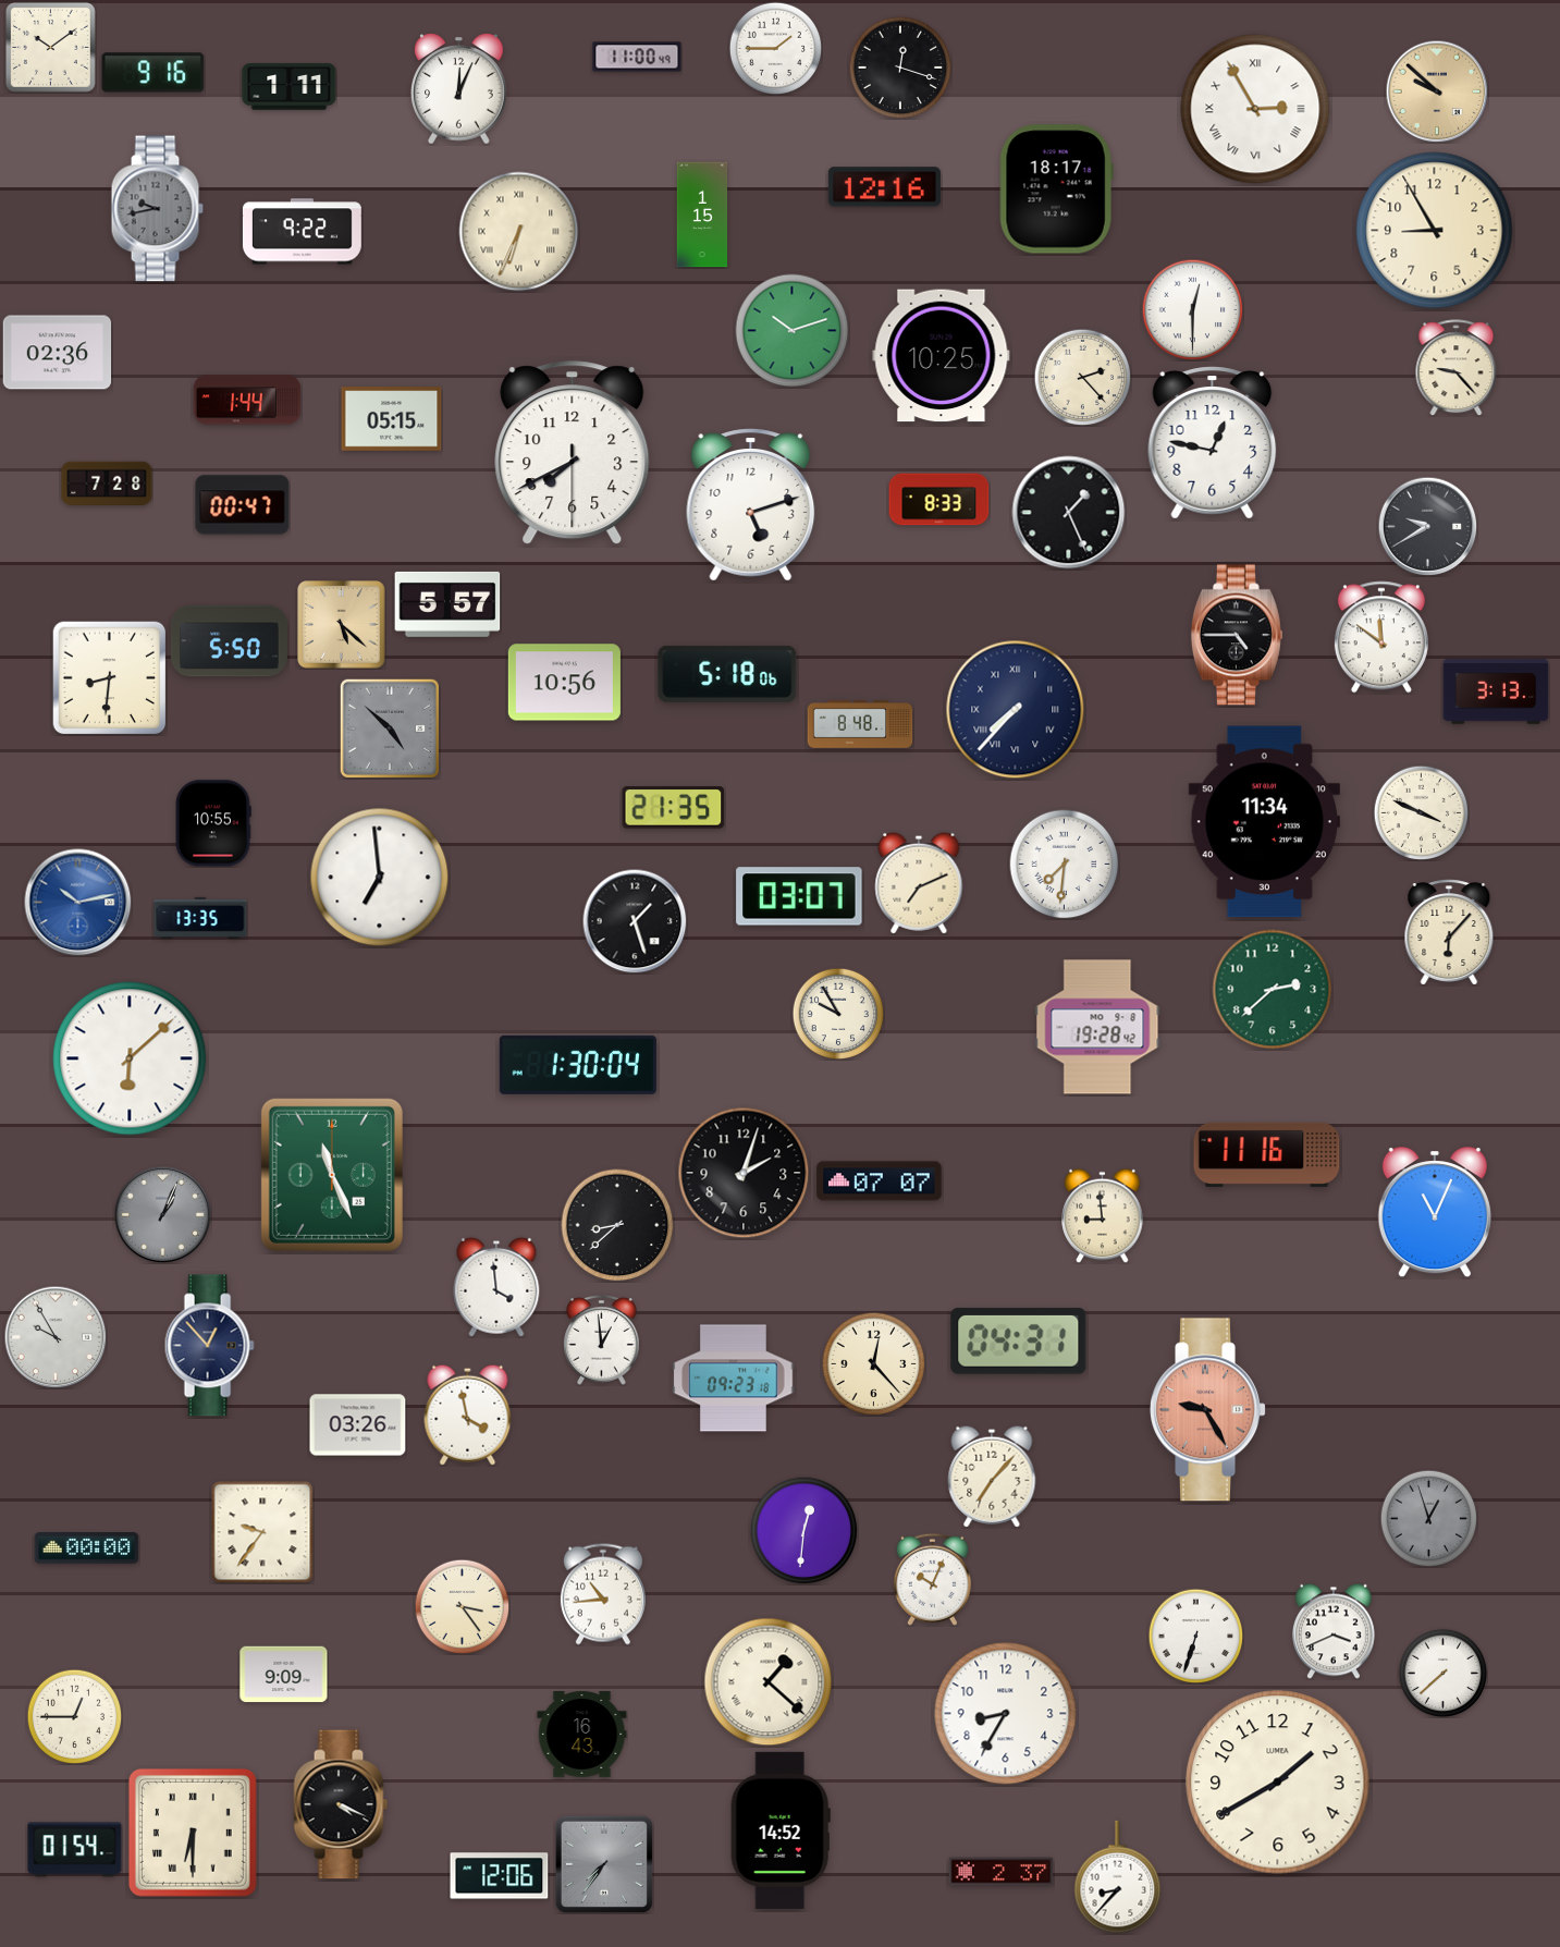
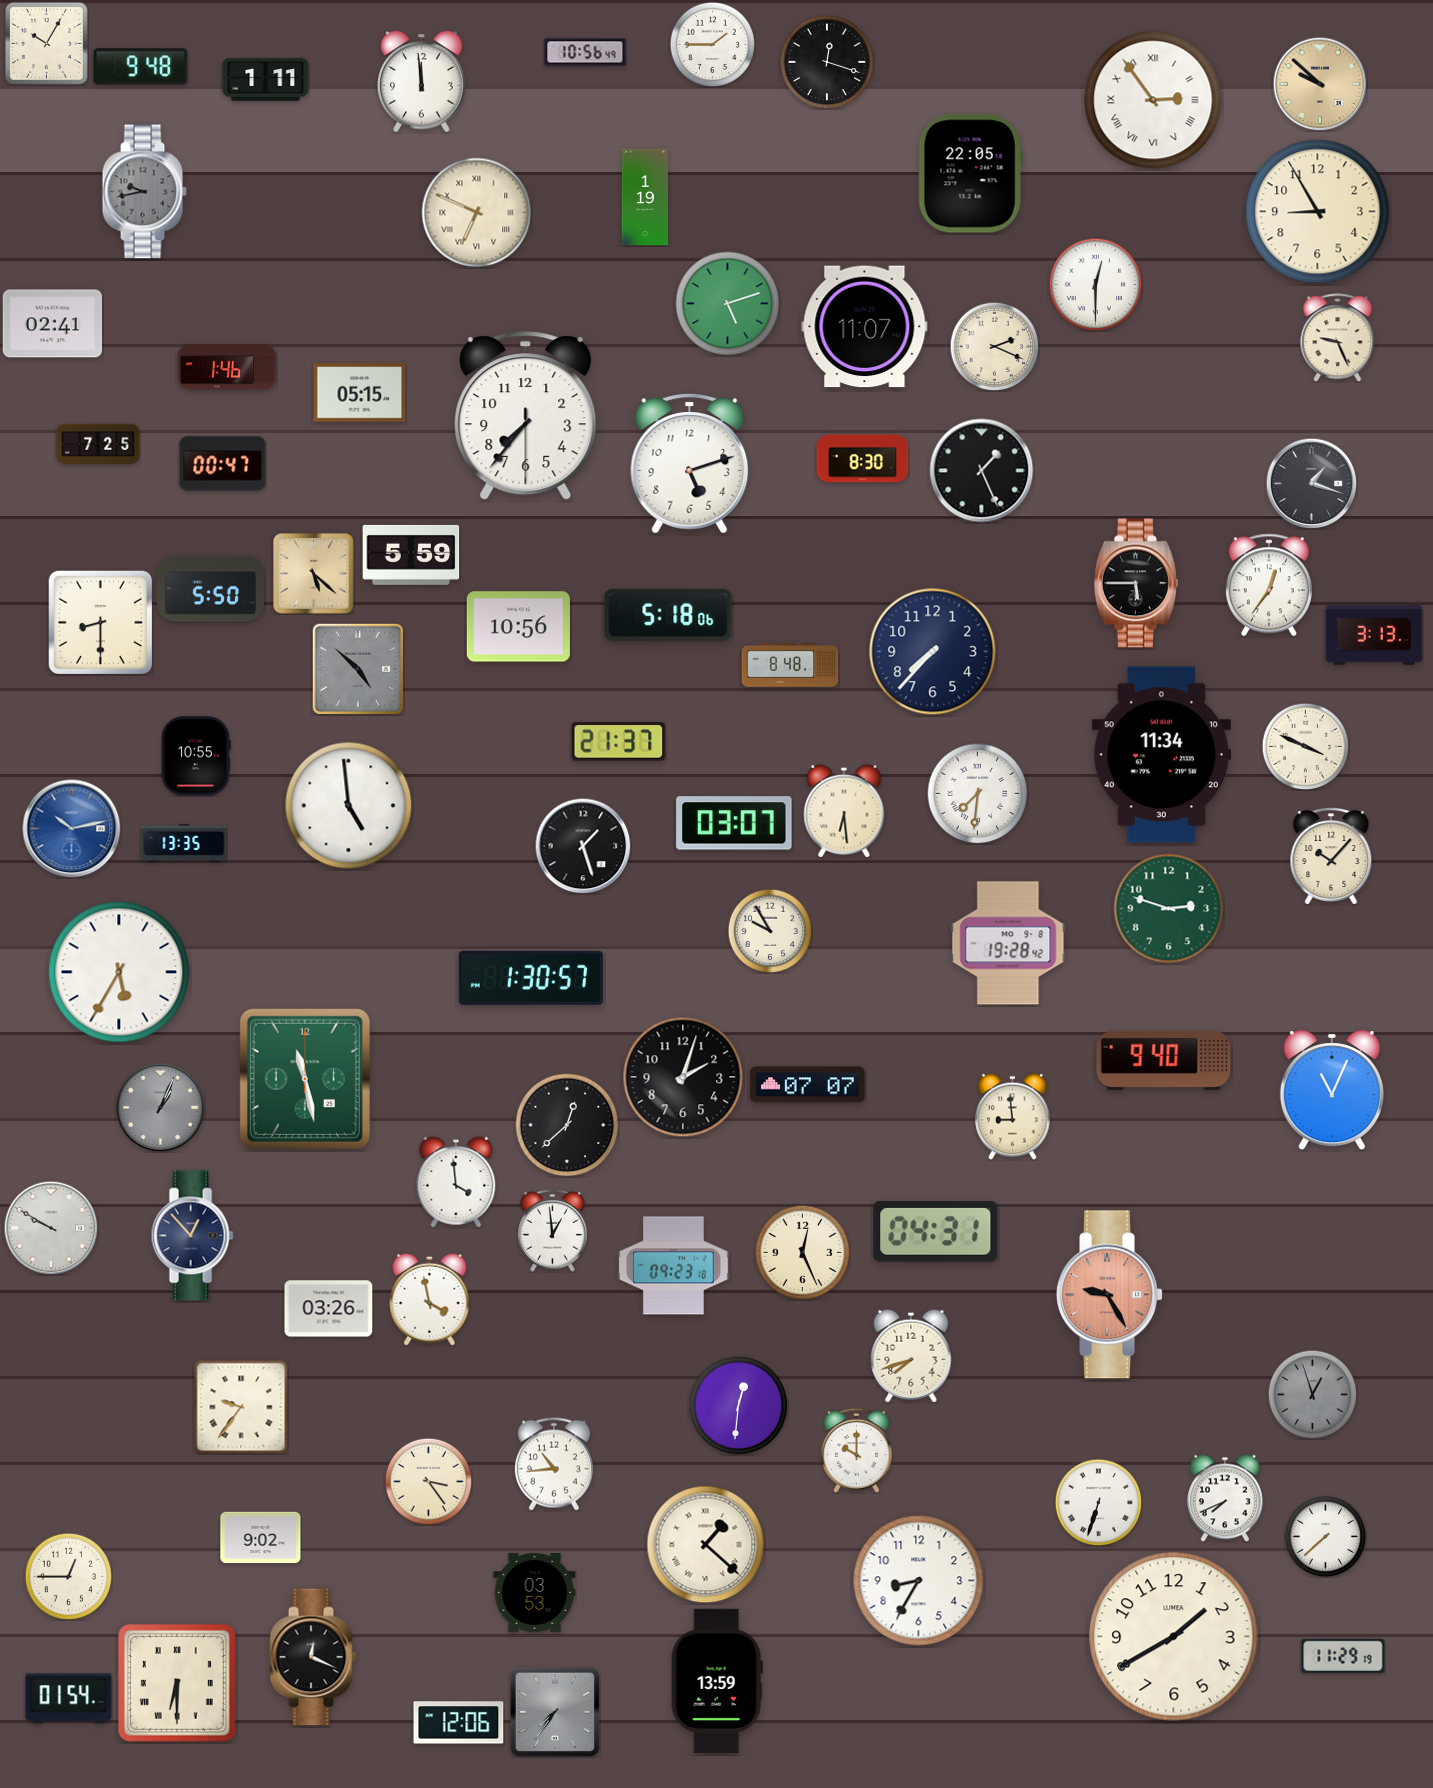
clock at (50, 47): 10:09 -> 10:05
clock at (637, 57): 11:00 -> 10:56
clock at (153, 73): 9:16 -> 9:48
clock at (459, 89): 12:04 -> 11:59
clock at (1255, 109): 2:55 -> 2:54
clock at (884, 187): 12:16 -> none
clock at (1056, 189): 18:17 -> 22:05
clock at (702, 215): 1:15 -> 1:19
clock at (302, 232): 9:22 -> none
clock at (519, 232): 6:34 -> 6:49
clock at (793, 331): 10:12 -> 5:12
clock at (58, 353): 02:36 -> 02:41
clock at (942, 356): 10:25 -> 11:07
clock at (1457, 368): 9:23 -> 9:26
clock at (1082, 377): 2:23 -> 2:19
clock at (247, 400): 1:44 -> 1:46
clock at (392, 419) position: (392, 419) -> (360, 393)
clock at (1213, 443): 12:47 -> none
clock at (573, 453): 7:40 -> 7:36
clock at (107, 483): 7:28 -> 7:25
clock at (939, 500): 8:33 -> 8:30
clock at (1427, 526): 9:40 -> 1:18
clock at (447, 604): 5:57 -> 5:59
clock at (1237, 635): 4:45 -> 5:45
clock at (1381, 637): 11:51 -> 12:36
clock at (727, 674) position: (727, 674) -> (668, 615)
clock at (110, 678): 8:31 -> 8:30
clock at (1016, 710) numerals: Roman -> Arabic
clock at (674, 808): 21:35 -> 21:37
clock at (380, 878): 6:59 -> 4:59
clock at (919, 883): 7:11 -> 6:29
clock at (1449, 932): 6:07 -> 10:07
clock at (1273, 990): 2:38 -> 2:48
clock at (130, 1058): 6:08 -> 5:35
clock at (578, 1065): 1:30:04 -> 1:30:57
clock at (1267, 1154): 11:16 -> 9:40
clock at (332, 1175): 11:26 -> 11:28
clock at (1435, 1213) position: (1435, 1213) -> (1332, 1091)
clock at (162, 1214) position: (162, 1214) -> (160, 1107)
clock at (617, 1225): 8:38 -> 12:38
clock at (56, 1337): 9:55 -> 9:50
clock at (873, 1363): 12:23 -> 12:26
clock at (992, 1477): 7:07 -> 7:42
clock at (87, 1548): 00:00 -> none
clock at (932, 1579): 10:04 -> 10:00
clock at (462, 1606) position: (462, 1606) -> (428, 1481)
clock at (1334, 1631): 3:41 -> 7:41
clock at (284, 1675): 9:09 -> 9:02
clock at (1006, 1714) position: (1006, 1714) -> (919, 1581)
clock at (582, 1734): 16:43 -> 03:53
clock at (1343, 1656): none -> 11:29
clock at (341, 1804): 4:19 -> 12:19
clock at (781, 1830): 14:52 -> 13:59
clock at (1002, 1872): 2:37 -> none
clock at (1118, 1877): 8:37 -> none
